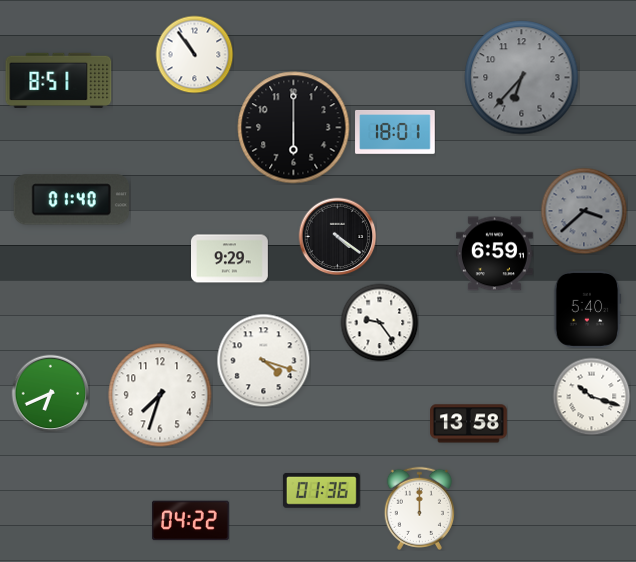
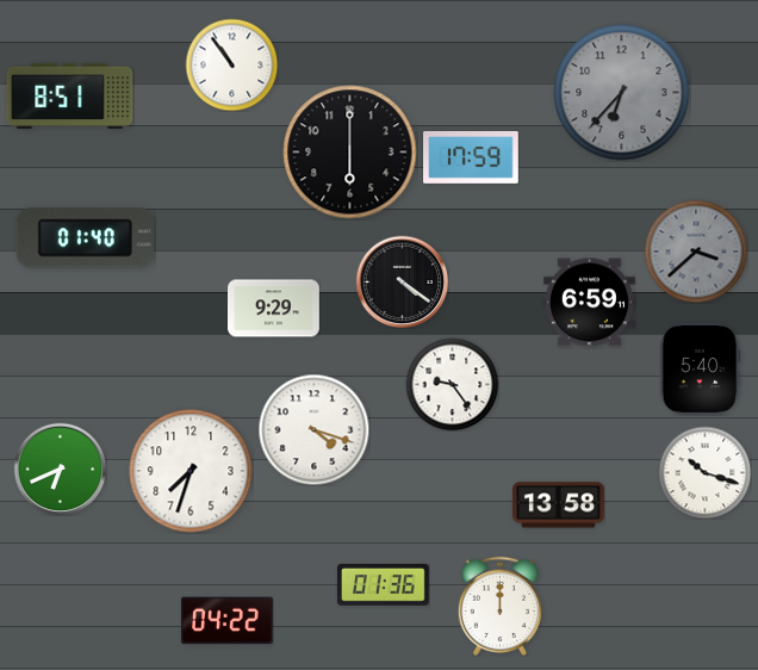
clock at (395, 132): 18:01 -> 17:59
